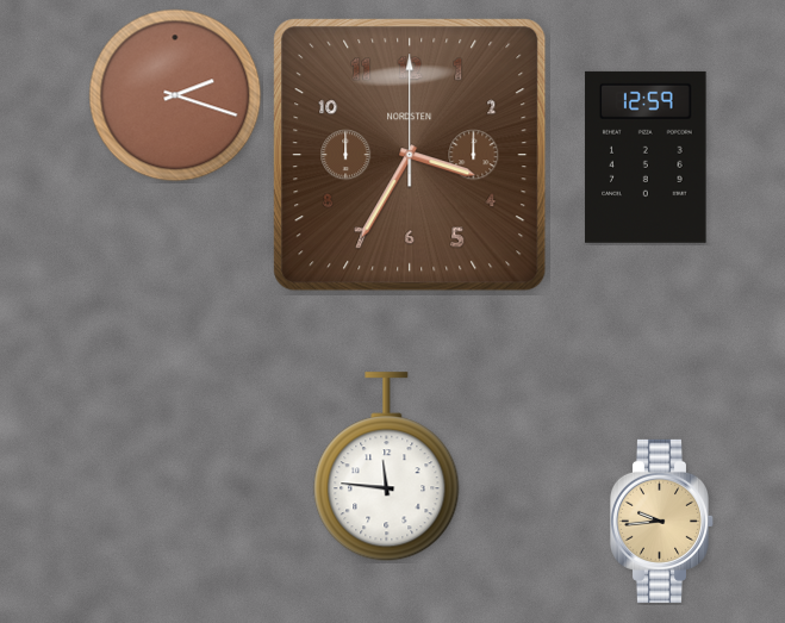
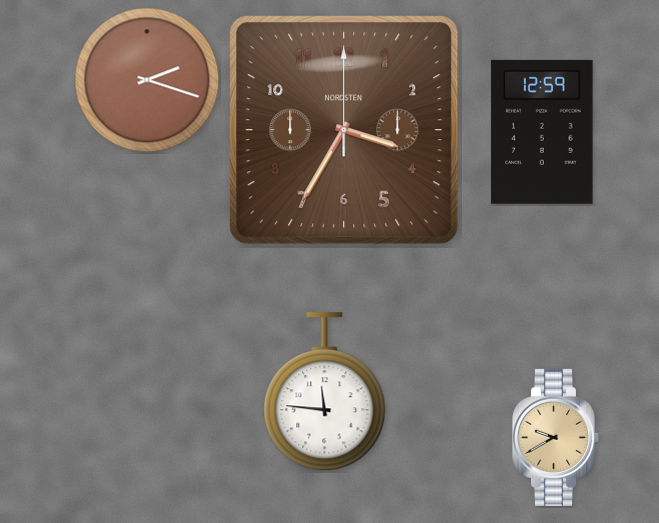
clock at (662, 521): 9:44 -> 9:40
